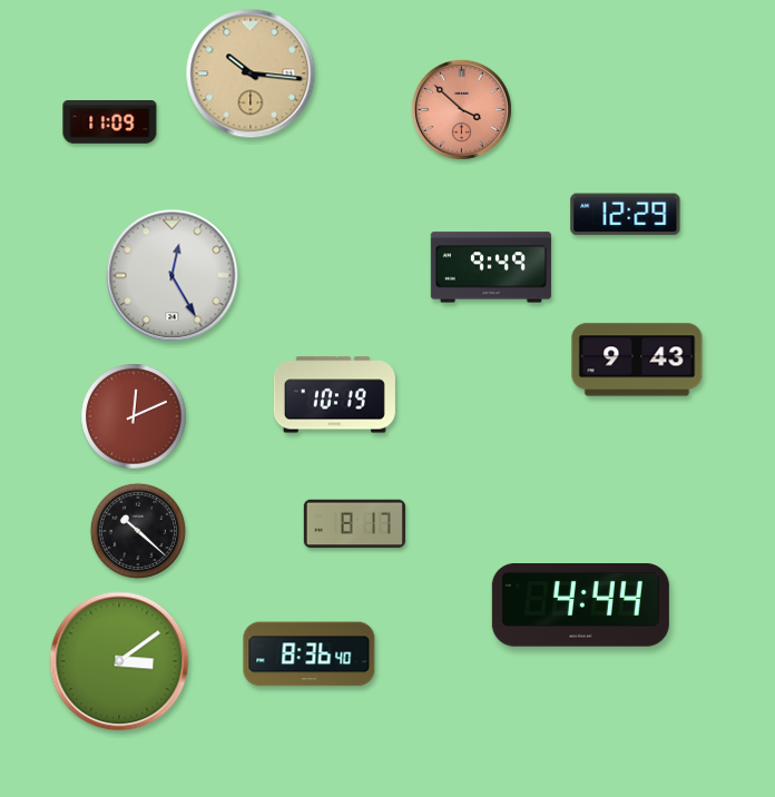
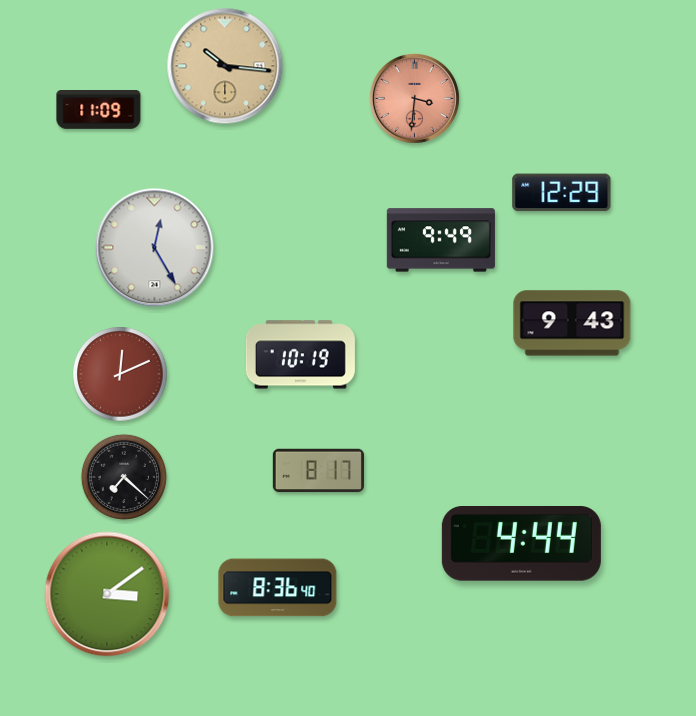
clock at (461, 109): 3:52 -> 3:31
clock at (137, 530): 10:22 -> 7:22
